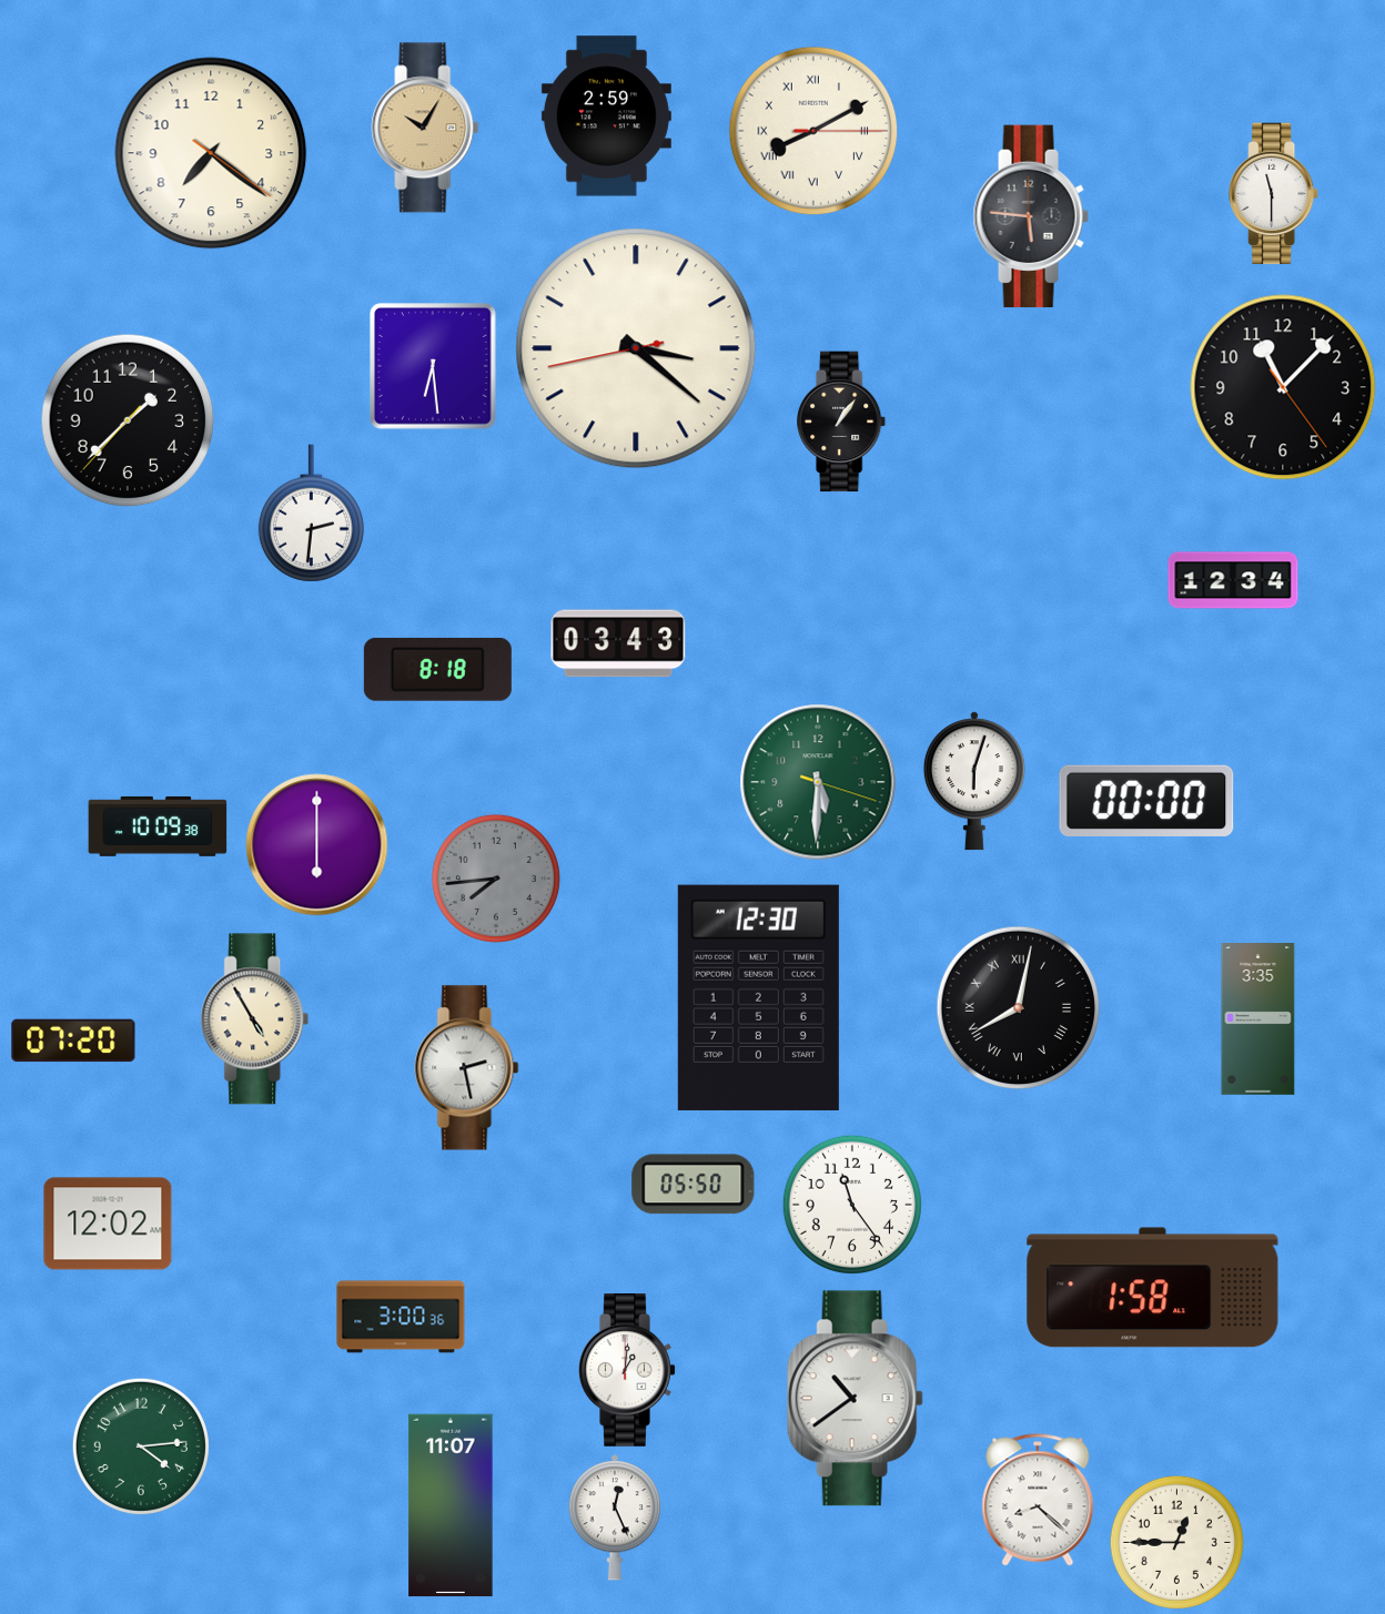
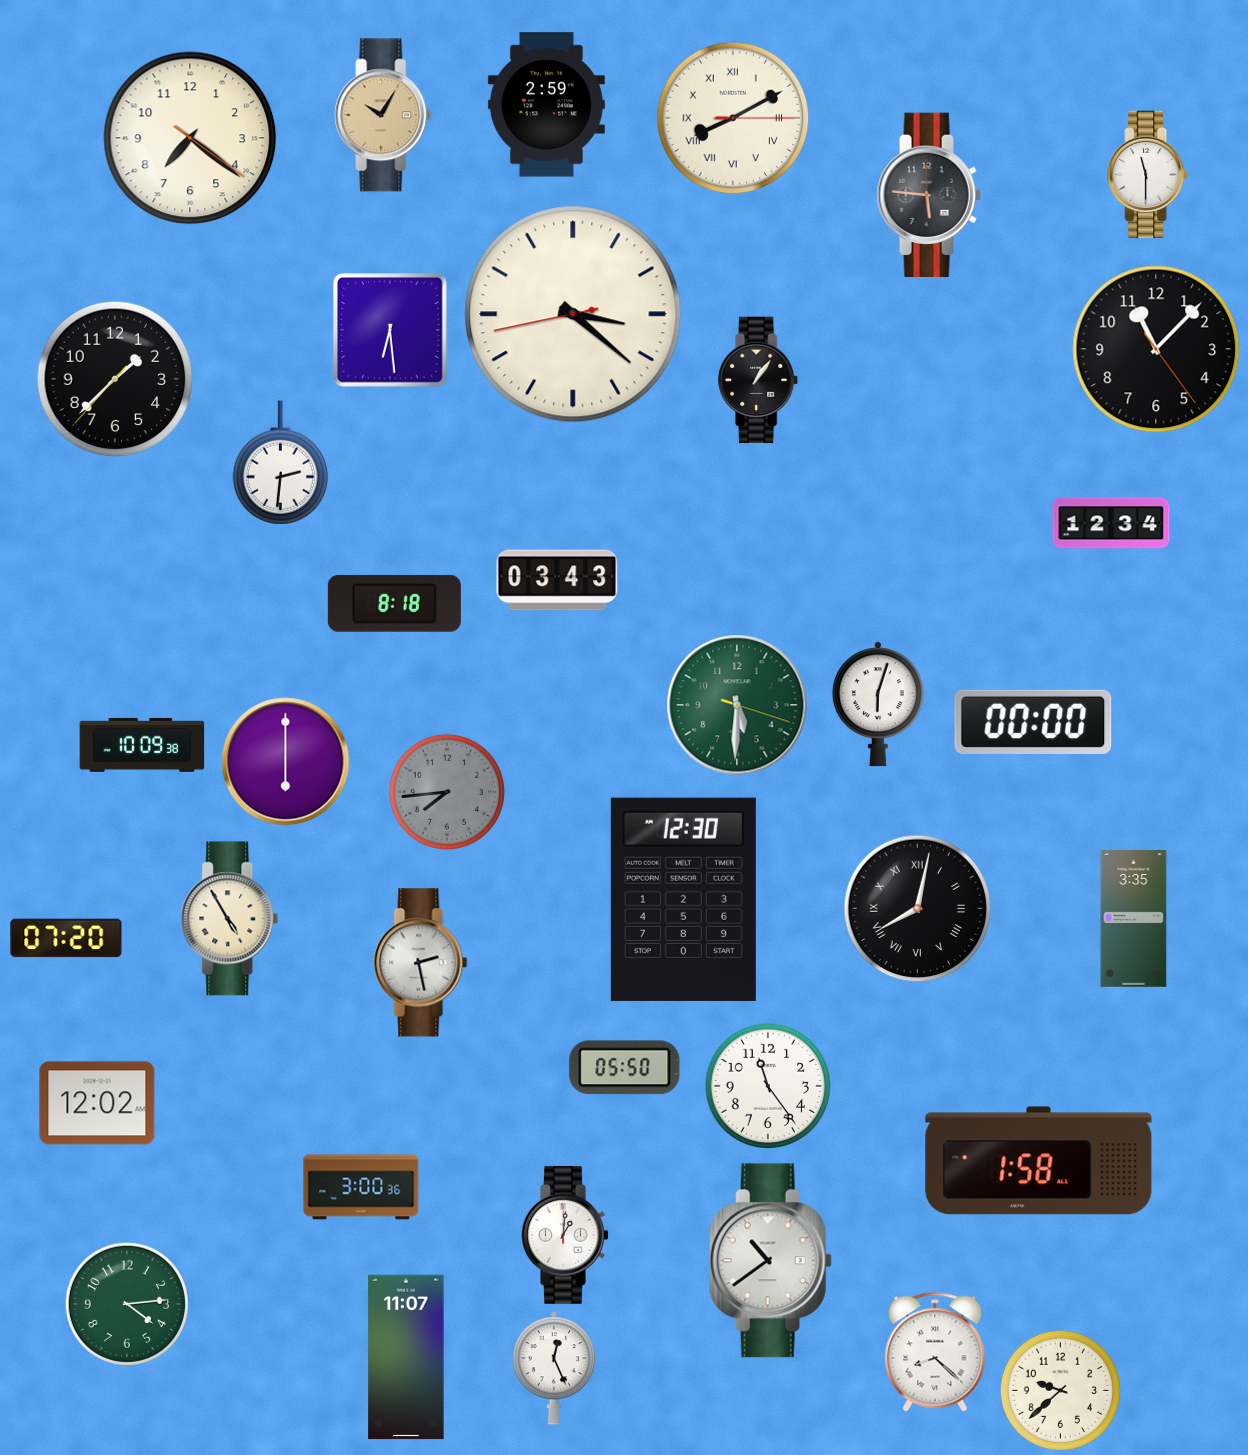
clock at (1176, 1542): 12:45 -> 9:38
